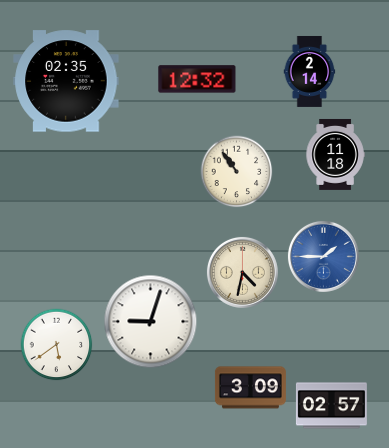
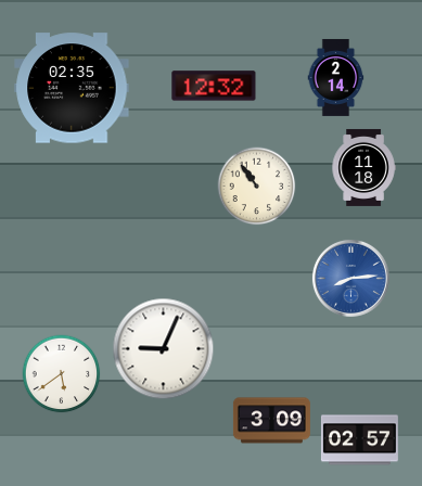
clock at (323, 256): 1:45 -> 8:14
clock at (242, 272): 4:32 -> none
clock at (151, 322): 9:03 -> 9:04
